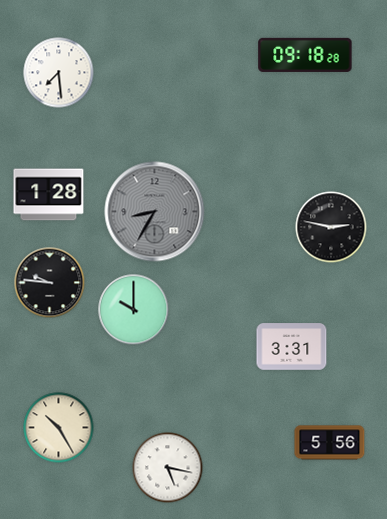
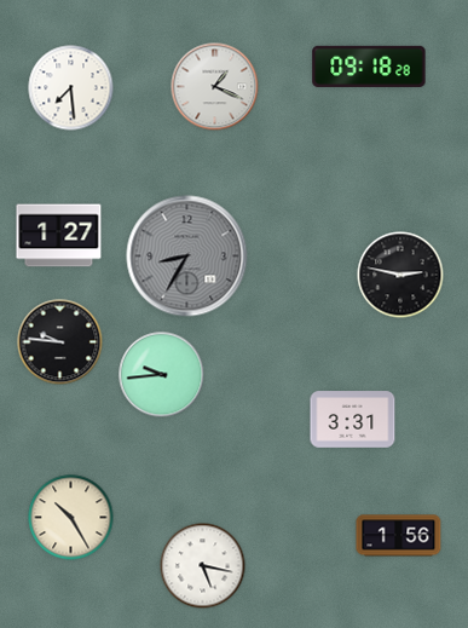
clock at (215, 87): none -> 1:19
clock at (49, 195): 1:28 -> 1:27
clock at (134, 310): 10:00 -> 9:44
clock at (330, 443): 5:56 -> 1:56
